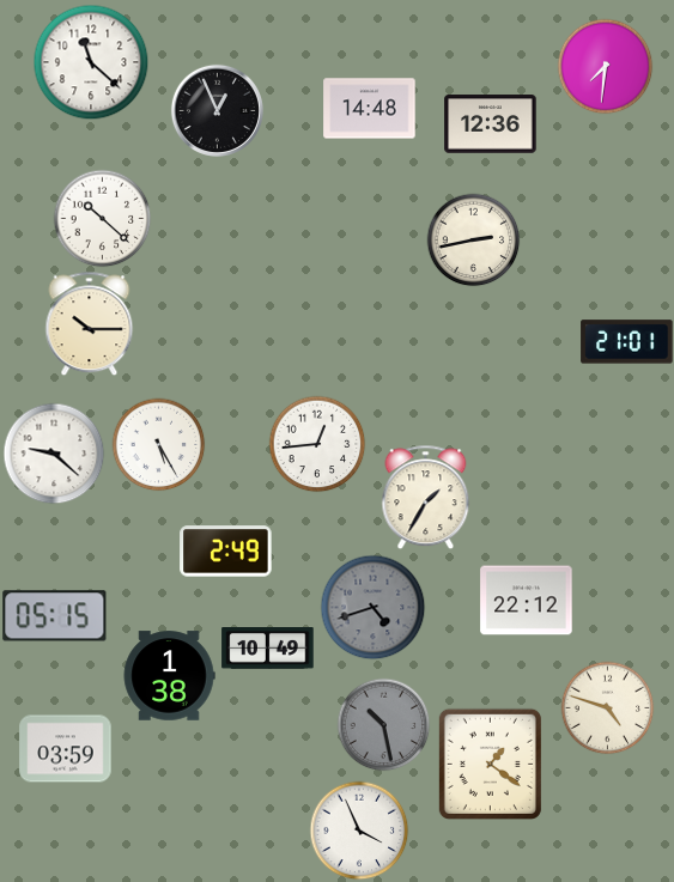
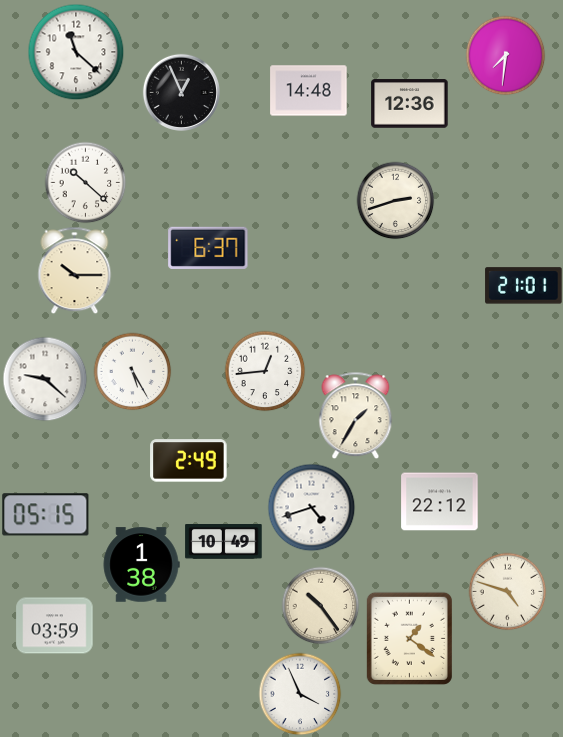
clock at (473, 239): 2:43 -> 2:42
clock at (208, 248): none -> 6:37
clock at (372, 607) dial: grey -> white
clock at (383, 724): 10:28 -> 10:24
clock at (383, 724) dial: grey -> cream
